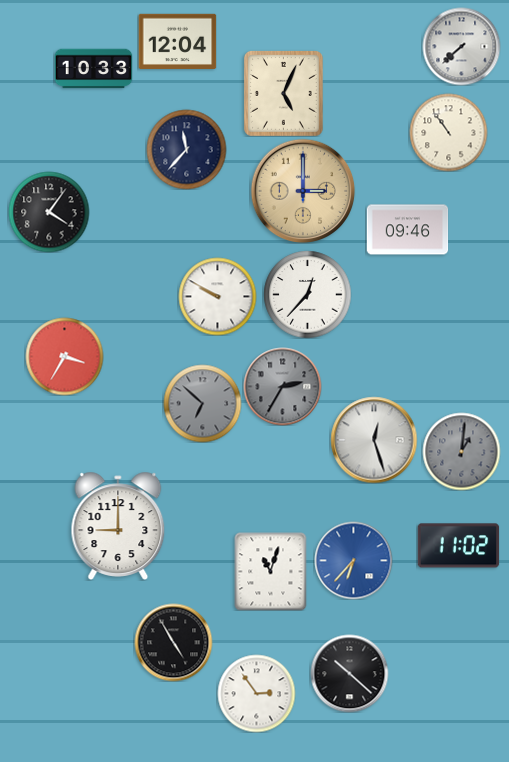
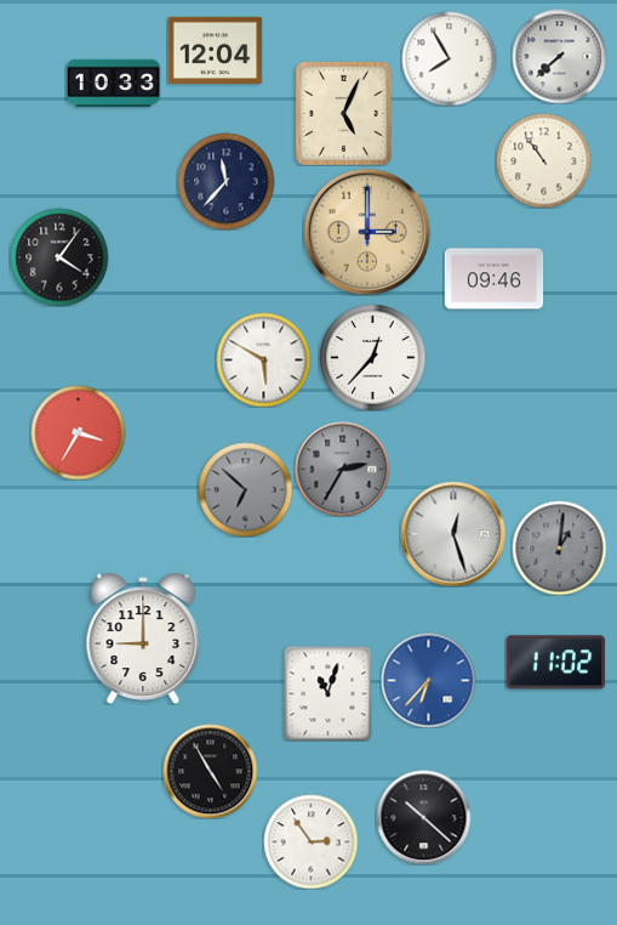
clock at (449, 58): none -> 7:55
clock at (217, 296): 9:50 -> 5:50
clock at (173, 642) position: (173, 642) -> (210, 771)
